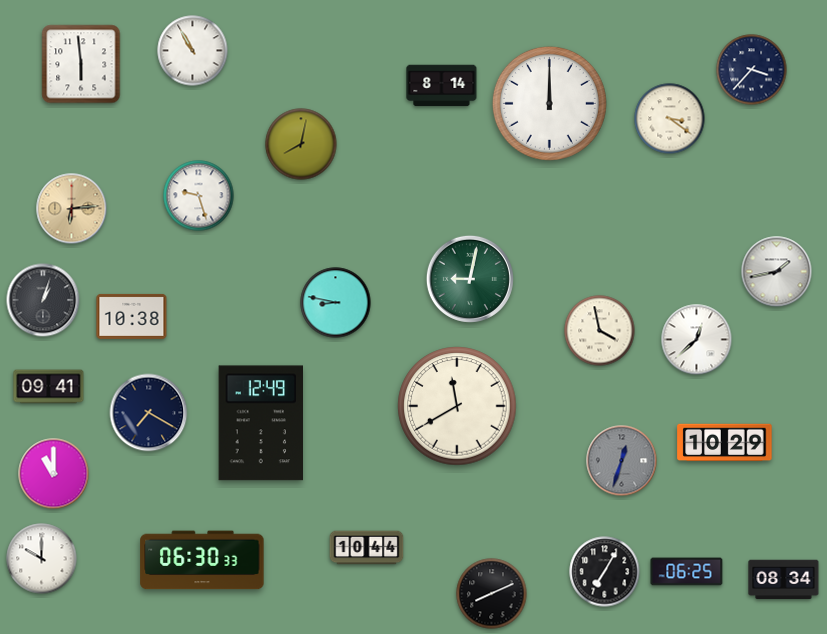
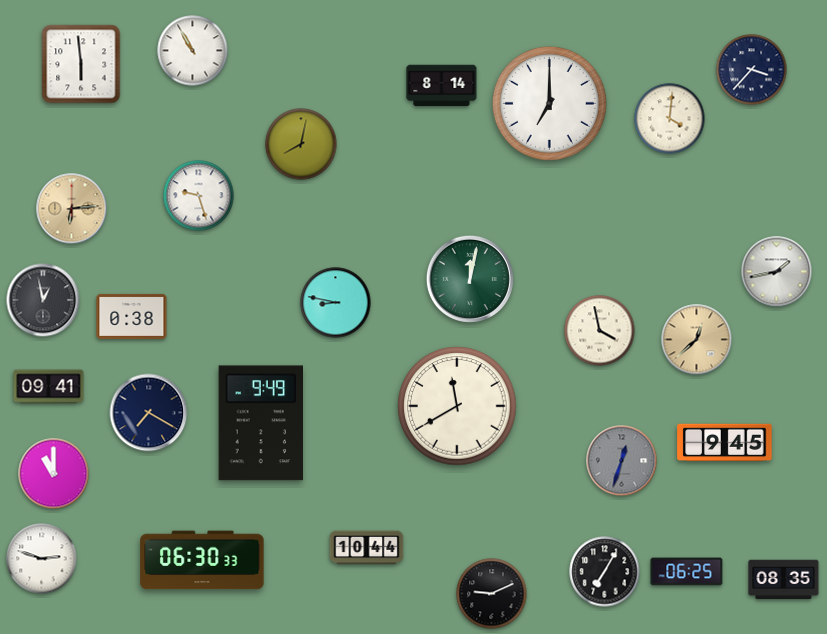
clock at (549, 103): 12:00 -> 7:00
clock at (670, 119): 3:21 -> 4:01
clock at (470, 279): 9:02 -> 12:02
clock at (43, 300): 1:03 -> 12:58
clock at (132, 316): 10:38 -> 0:38
clock at (697, 340) dial: white -> champagne
clock at (260, 423): 12:49 -> 9:49
clock at (725, 443): 10:29 -> 9:45
clock at (42, 559): 10:00 -> 2:48
clock at (784, 580): 08:34 -> 08:35
clock at (492, 594): 8:11 -> 9:11
